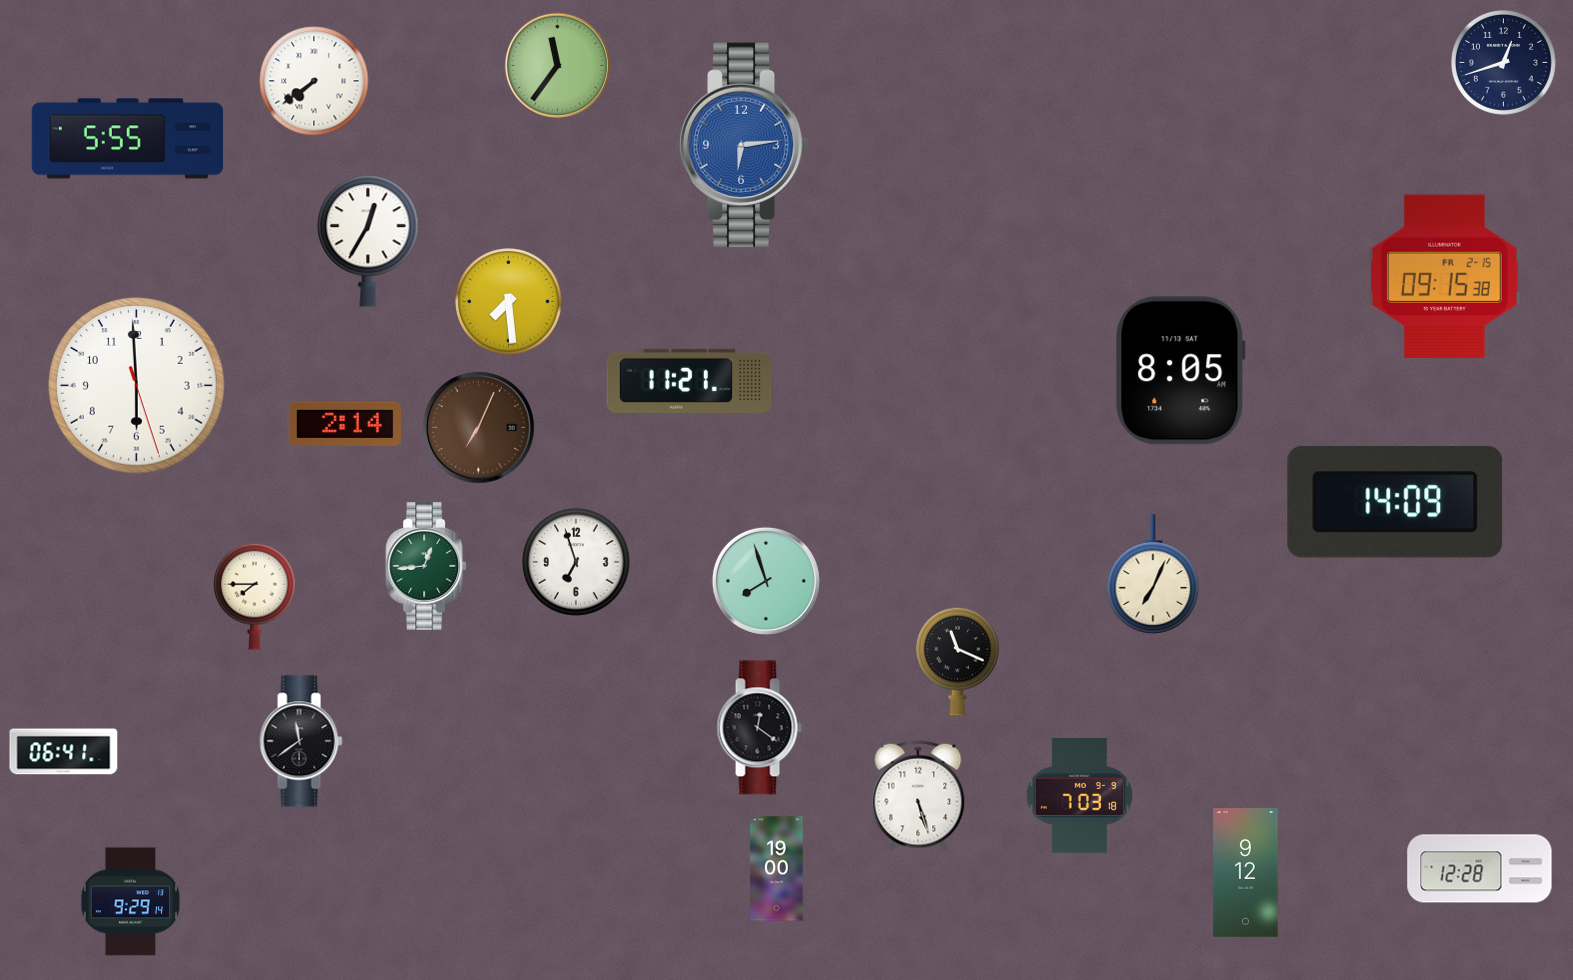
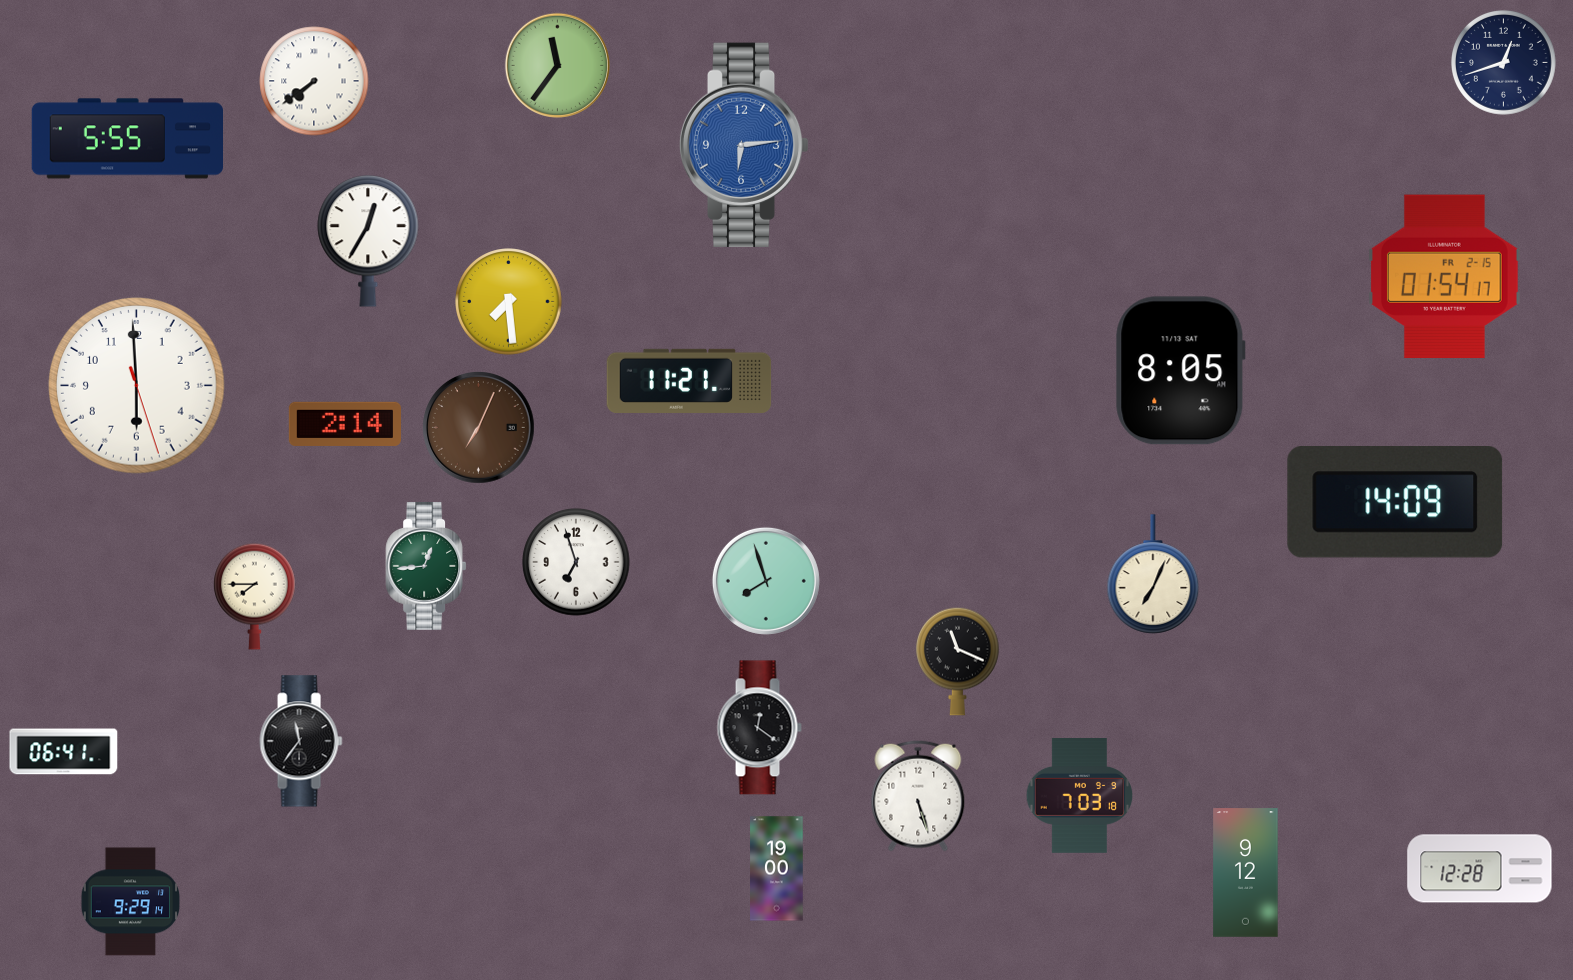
clock at (1444, 277): 09:15 -> 01:54
clock at (301, 741): 11:39 -> 11:36
